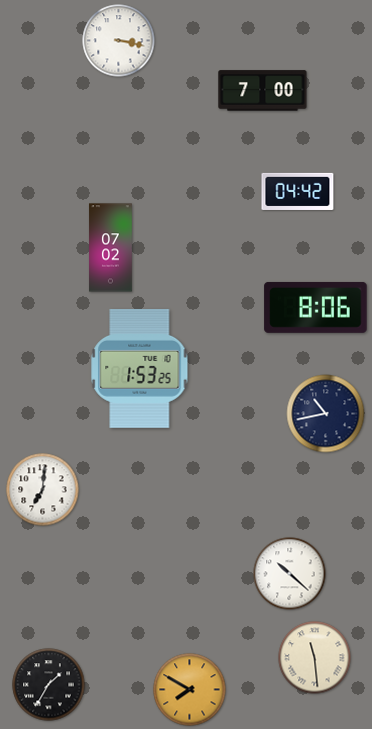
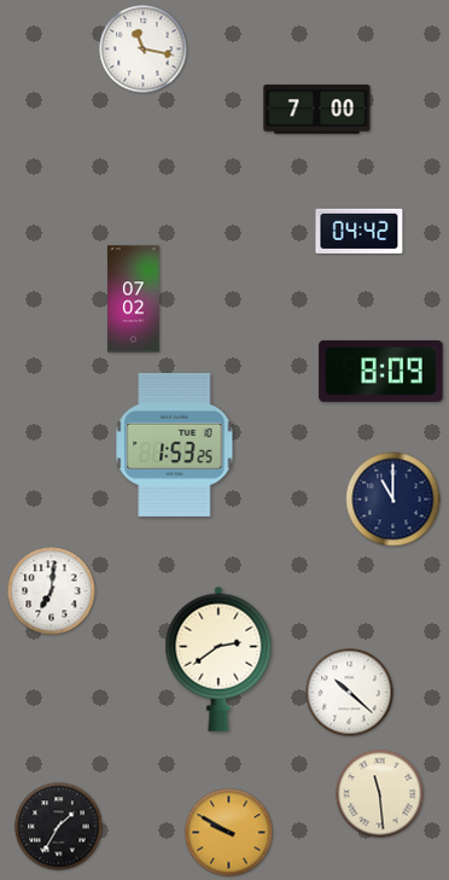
clock at (119, 41): 3:17 -> 11:17
clock at (316, 307): 8:06 -> 8:09
clock at (140, 368) position: (140, 368) -> (175, 444)
clock at (326, 414): 10:43 -> 11:00
clock at (218, 659): none -> 2:39
clock at (190, 690): 7:50 -> 9:50
